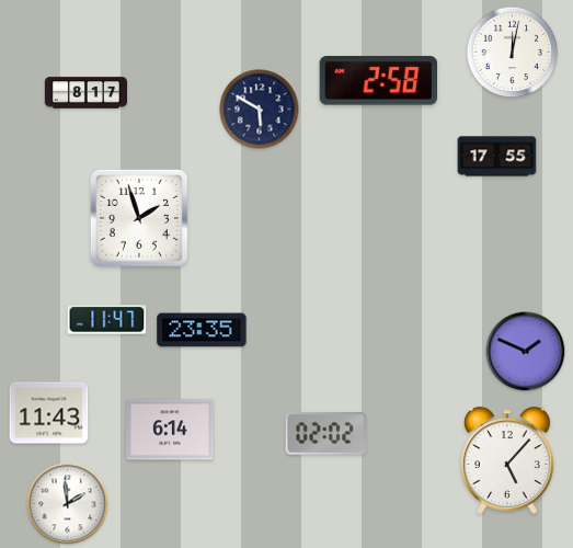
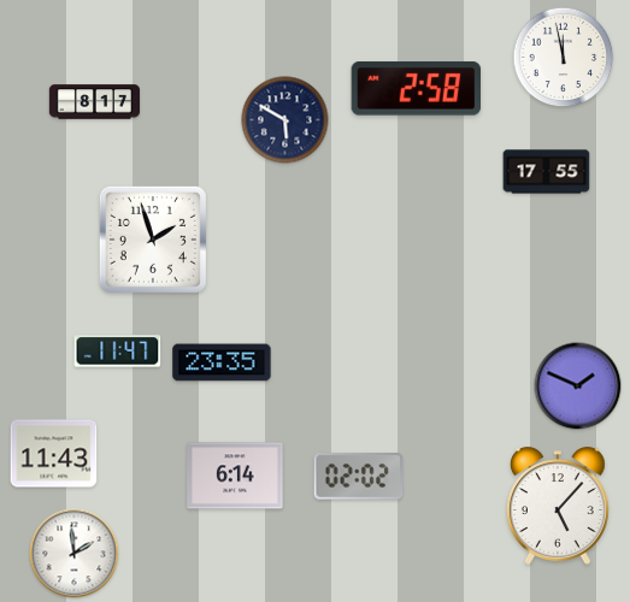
clock at (513, 53): 12:02 -> 11:58
clock at (170, 430) position: (170, 430) -> (235, 476)
